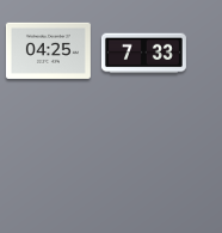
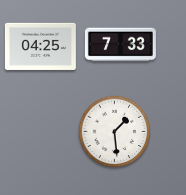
clock at (48, 50) position: (48, 50) -> (40, 46)
clock at (115, 132): none -> 1:29
